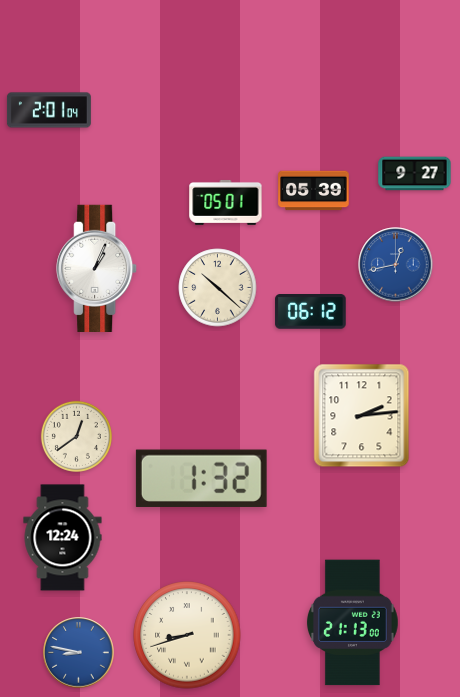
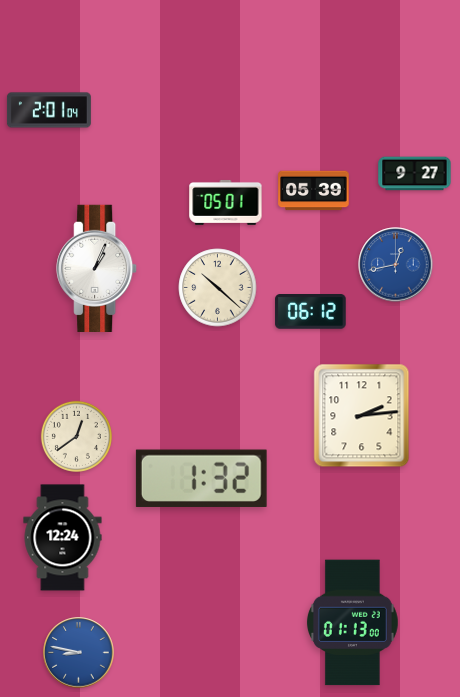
clock at (352, 623): 21:13 -> 01:13
clock at (187, 635): 8:42 -> none
